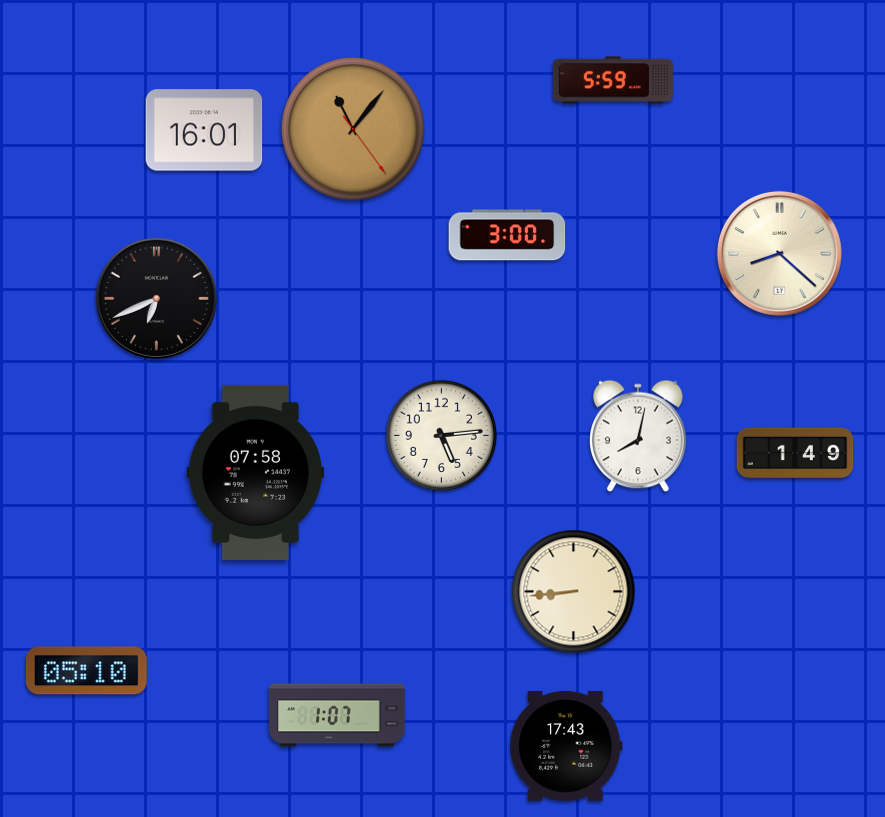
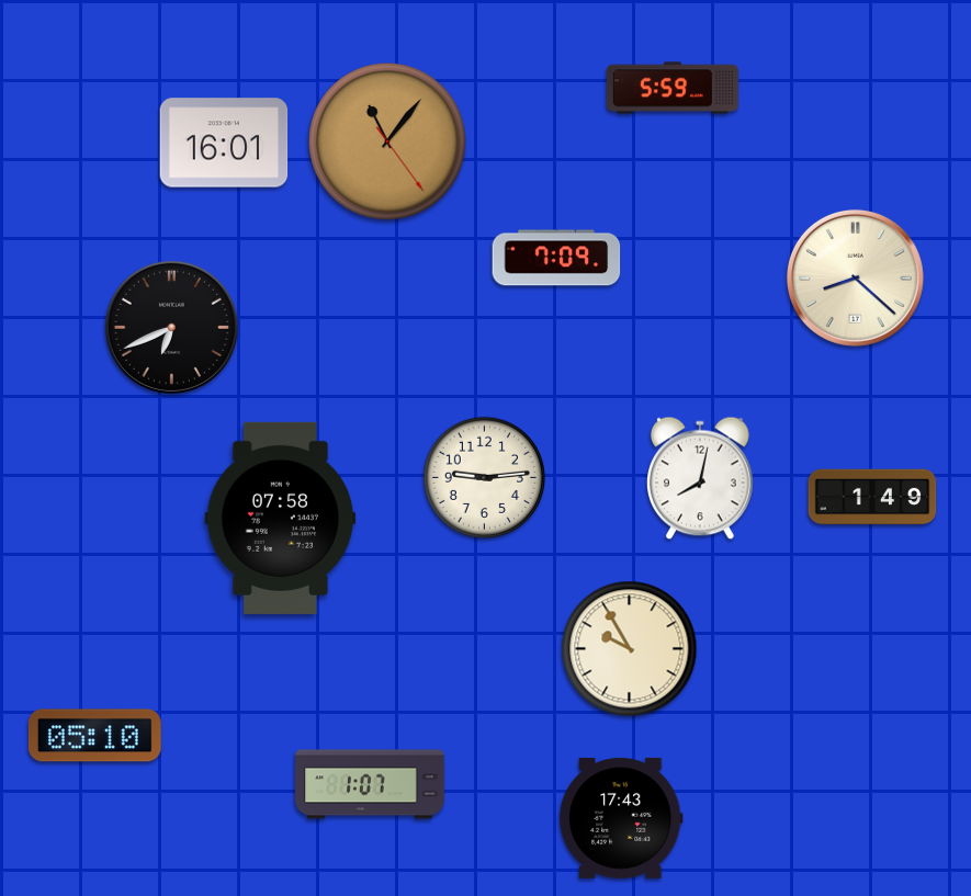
clock at (507, 235): 3:00 -> 7:09
clock at (441, 435): 5:14 -> 9:14
clock at (574, 592): 8:44 -> 9:55
